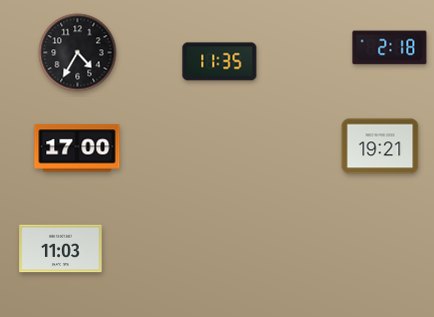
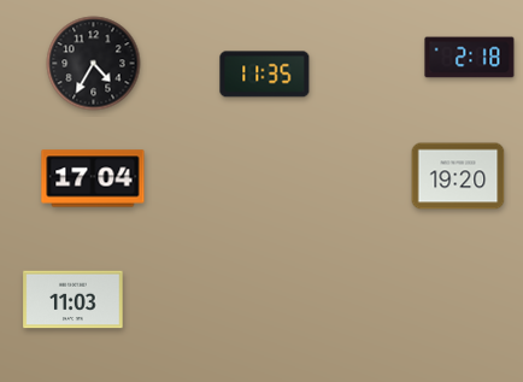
clock at (380, 146): 19:21 -> 19:20
clock at (77, 148): 17:00 -> 17:04
